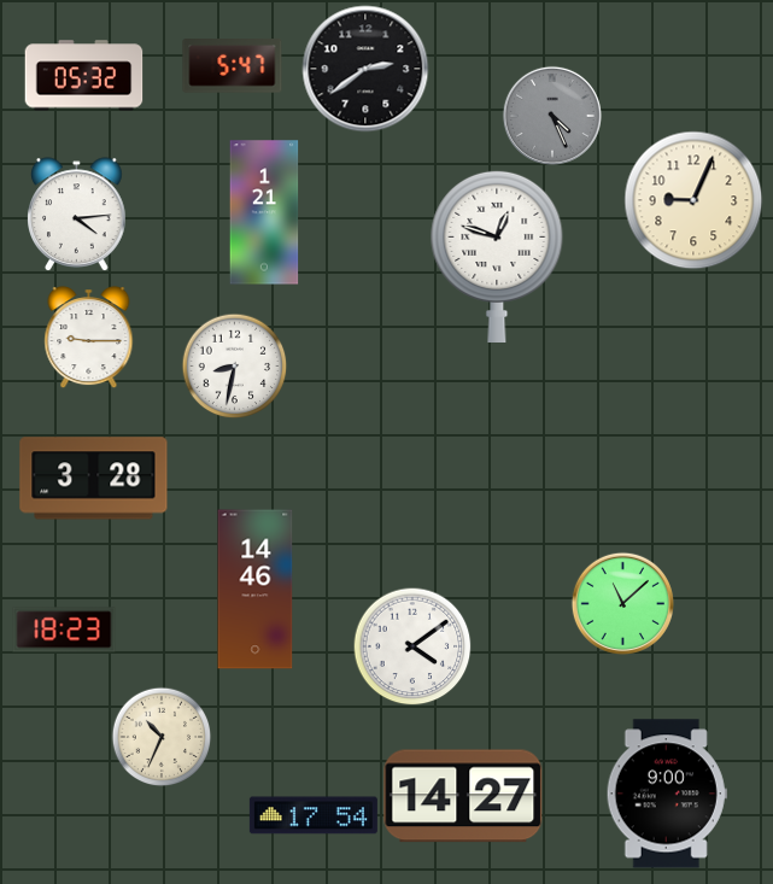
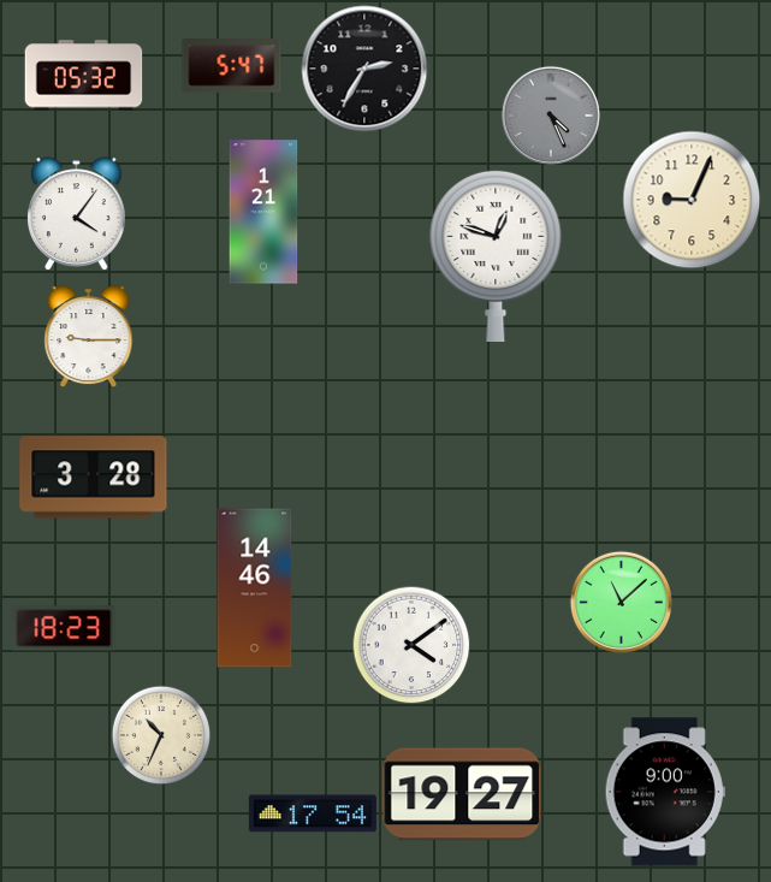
clock at (365, 69): 2:39 -> 2:35
clock at (77, 213): 4:14 -> 4:06
clock at (234, 365): 8:32 -> none
clock at (463, 796): 14:27 -> 19:27
